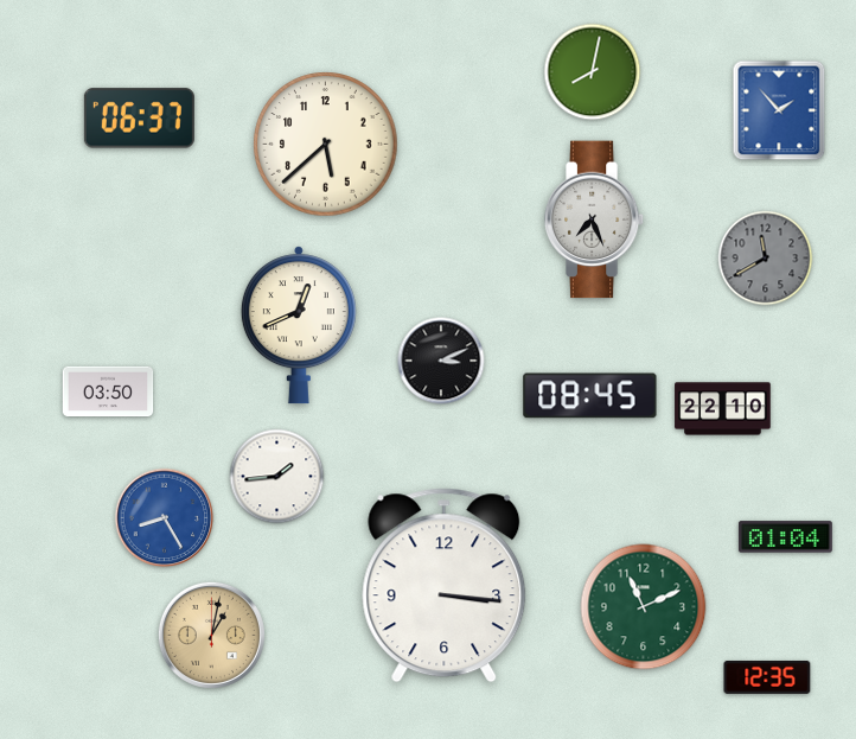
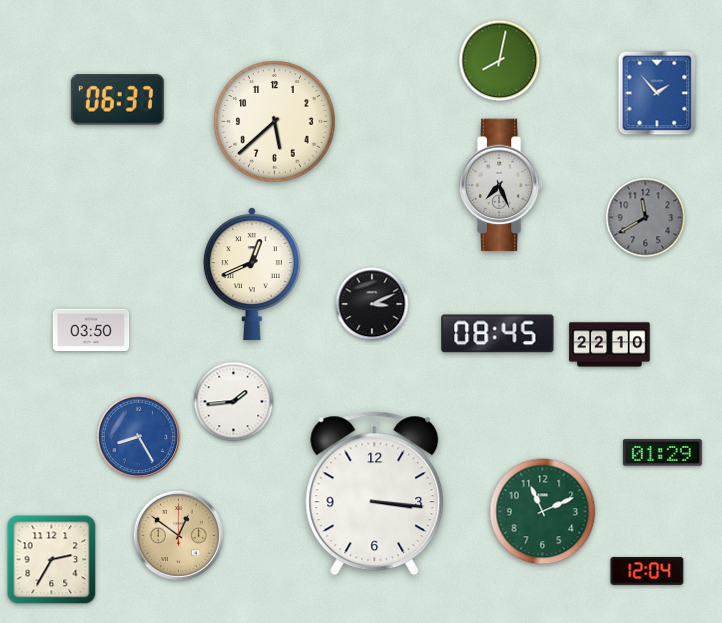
clock at (785, 537): 01:04 -> 01:29
clock at (211, 635): 1:02 -> 12:51
clock at (52, 560): none -> 2:35
clock at (767, 677): 12:35 -> 12:04
